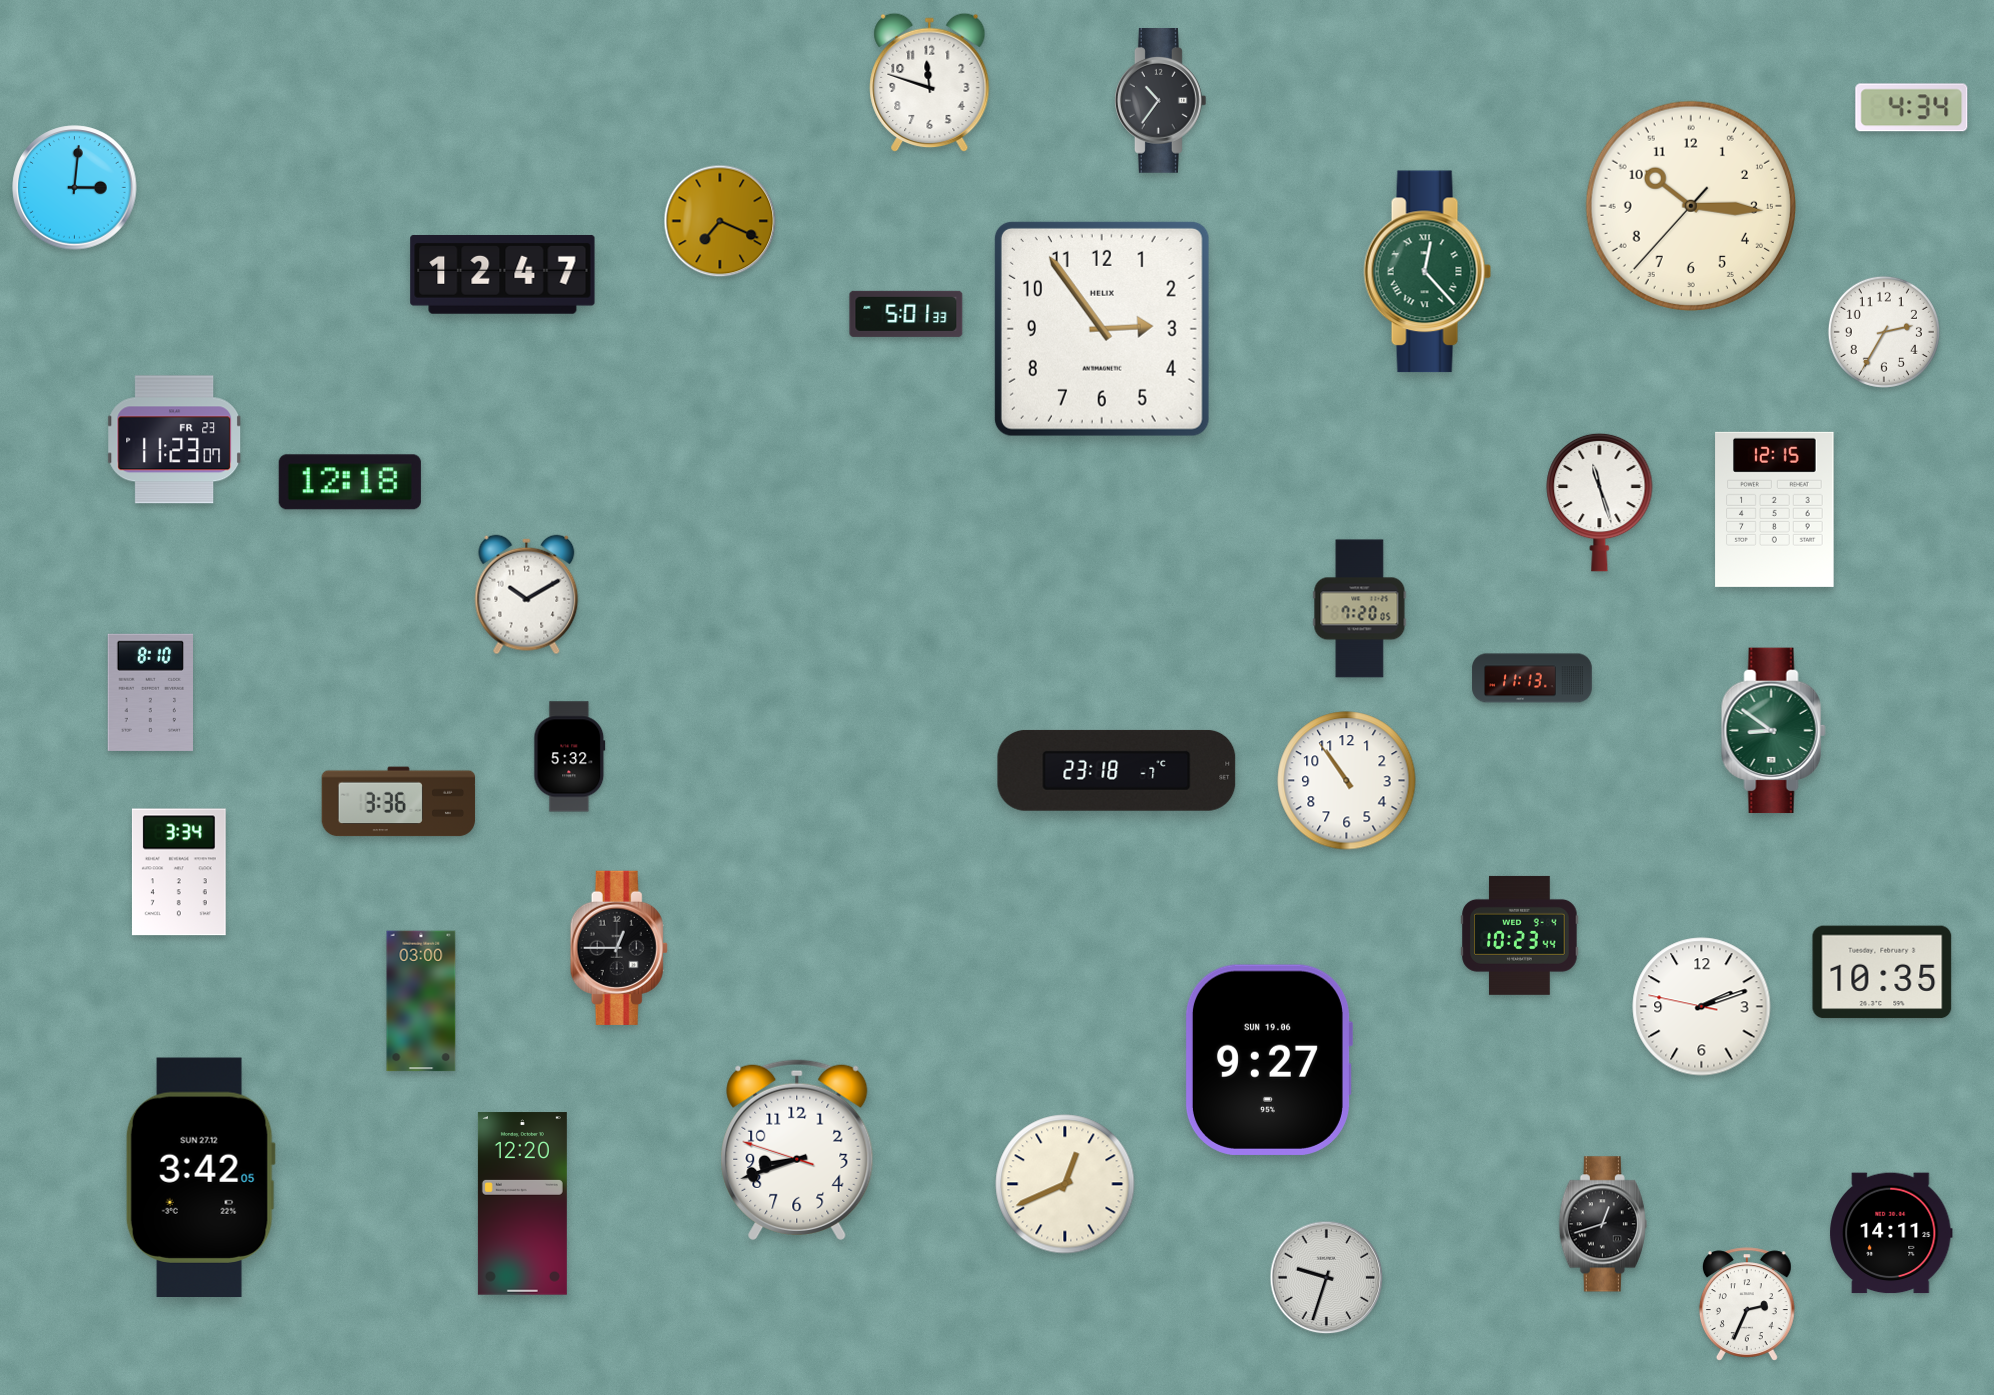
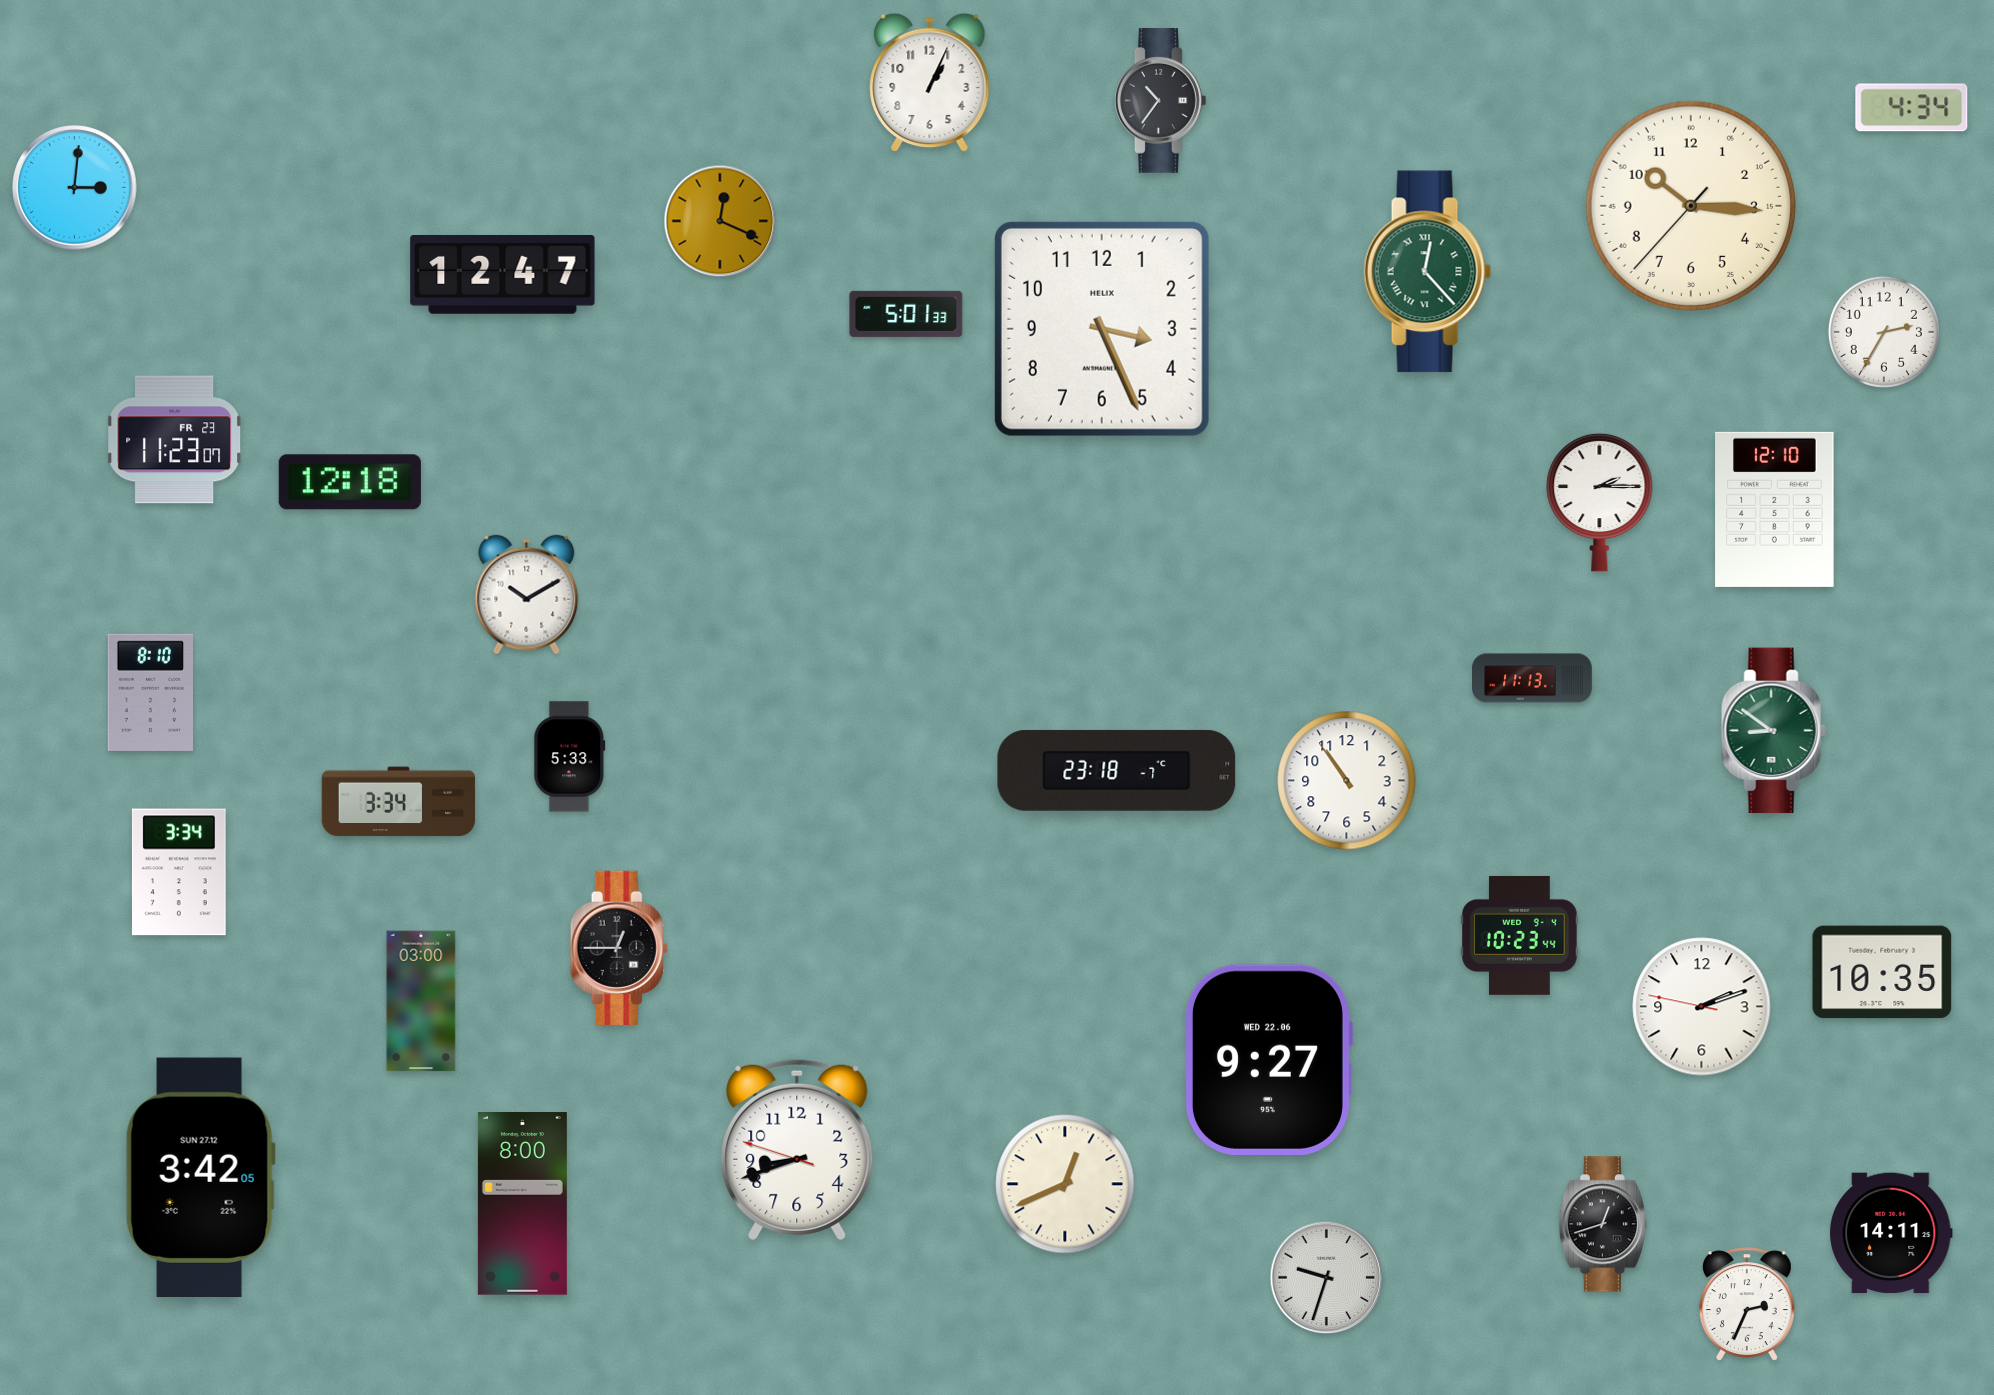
clock at (930, 83): 11:48 -> 1:04
clock at (720, 221): 7:19 -> 12:19
clock at (1102, 329): 2:54 -> 3:26
clock at (1600, 502): 11:27 -> 2:15
clock at (1775, 509): 12:15 -> 12:10
clock at (1360, 609): 7:20 -> none
clock at (570, 757): 5:32 -> 5:33
clock at (399, 802): 3:36 -> 3:34
clock at (1268, 1060) date: SUN 19.06 -> WED 22.06
clock at (522, 1204): 12:20 -> 8:00
